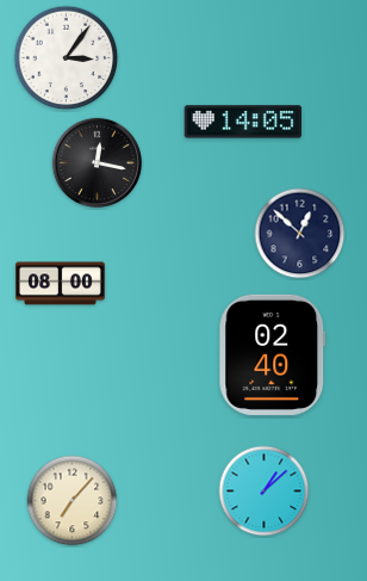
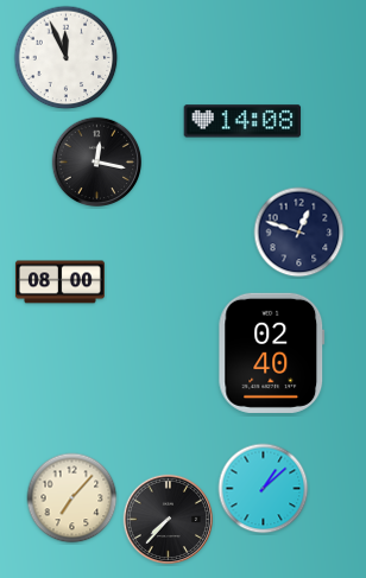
clock at (67, 58): 3:06 -> 11:56
clock at (243, 122): 14:05 -> 14:08
clock at (300, 234): 12:52 -> 12:48
clock at (169, 520): none -> 7:37
